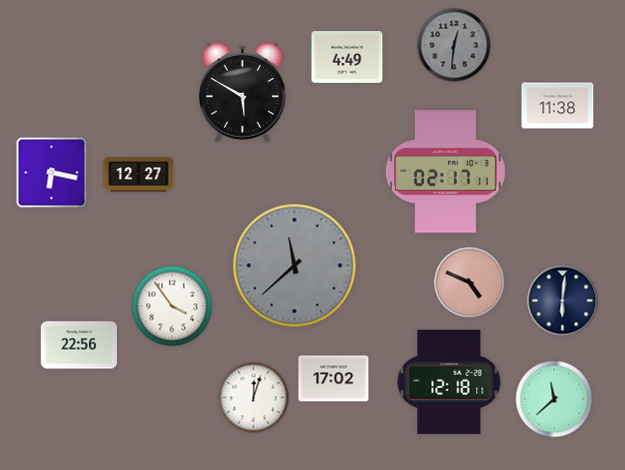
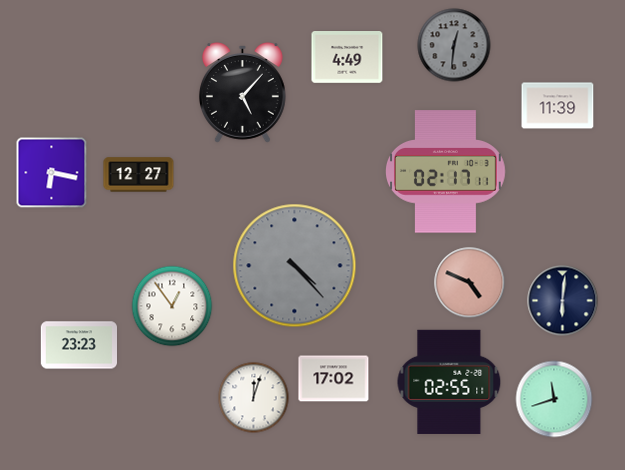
clock at (242, 93): 5:50 -> 5:07
clock at (558, 106): 11:38 -> 11:39
clock at (295, 266): 11:38 -> 4:23
clock at (172, 306): 3:54 -> 12:54
clock at (78, 345): 22:56 -> 23:23
clock at (449, 382): 12:18 -> 02:55
clock at (554, 399): 11:38 -> 11:42
